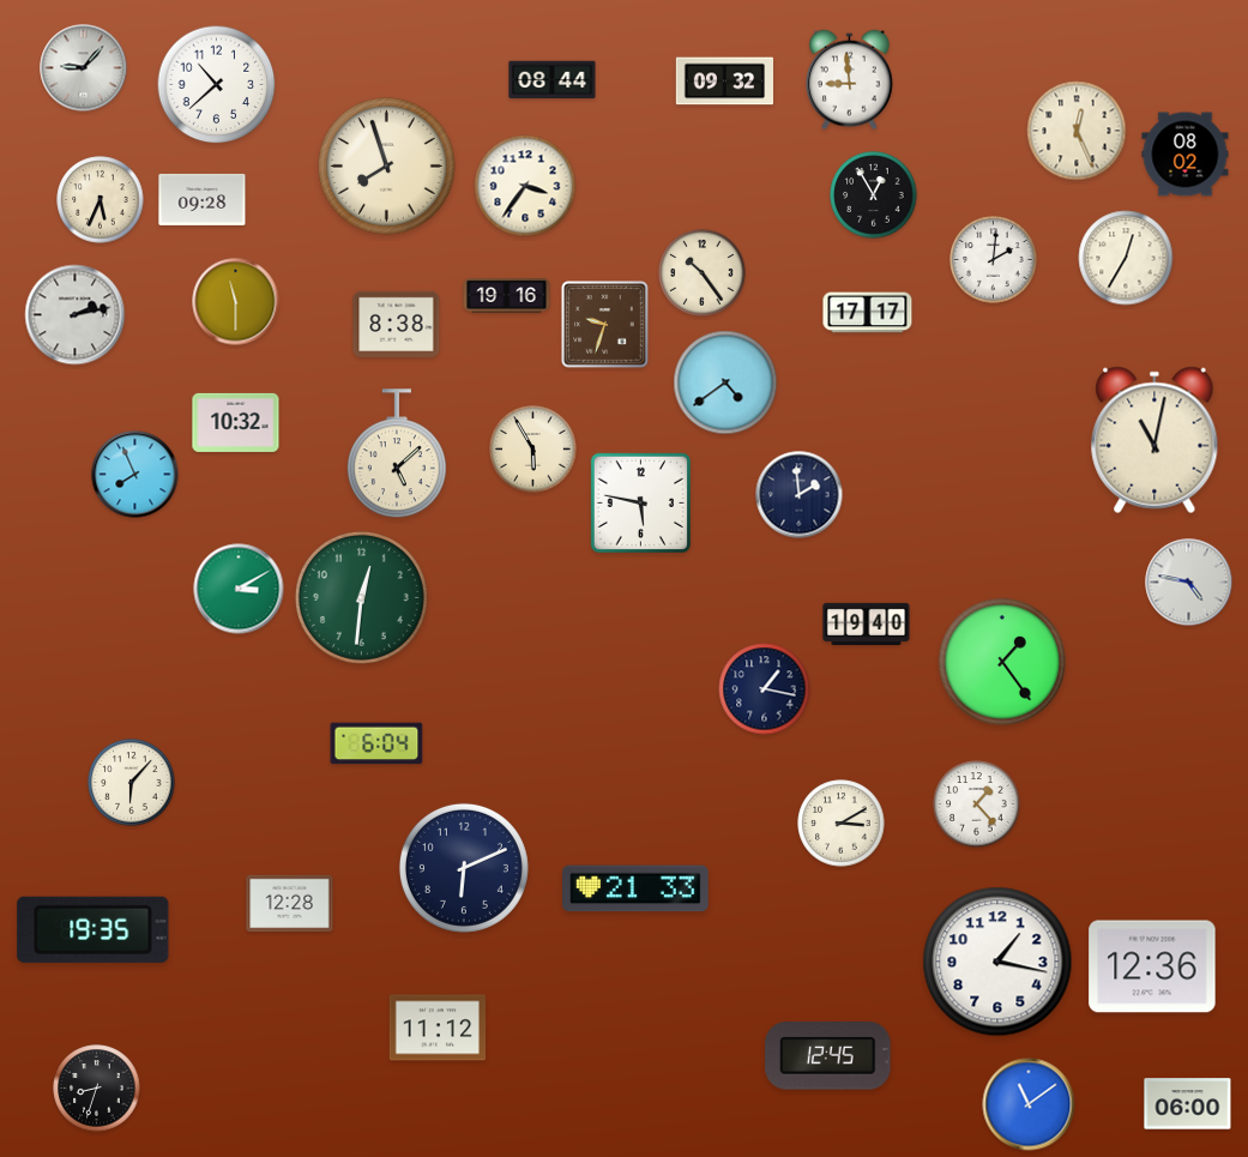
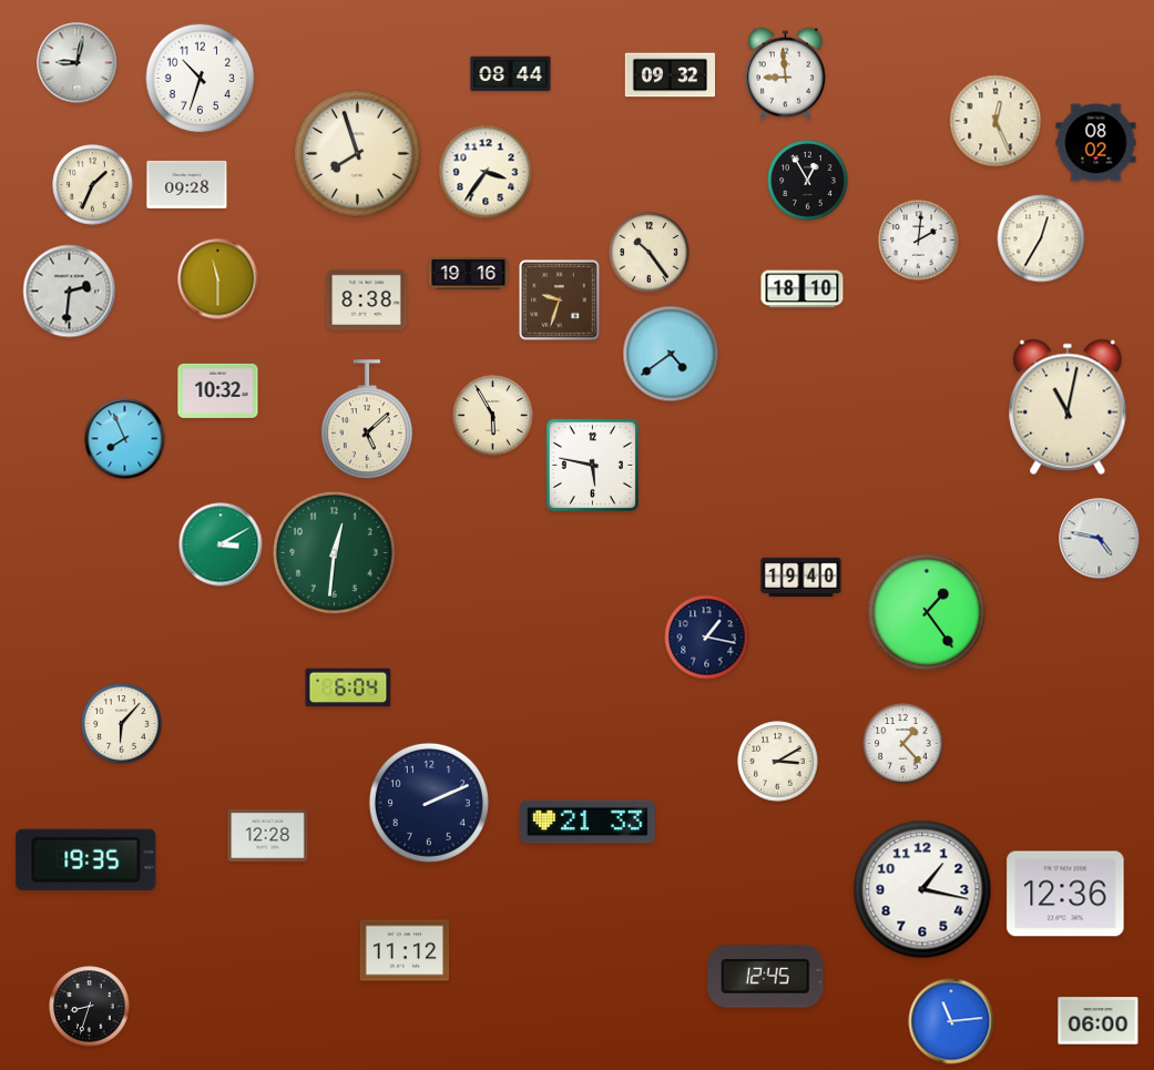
clock at (84, 68): 9:07 -> 9:02
clock at (217, 85): 10:38 -> 10:33
clock at (101, 200): 5:34 -> 1:34
clock at (868, 313): 17:17 -> 18:10
clock at (76, 315): 2:13 -> 2:31
clock at (800, 495): 1:59 -> none
clock at (464, 868): 6:11 -> 2:11
clock at (1029, 1104): 11:09 -> 11:14
